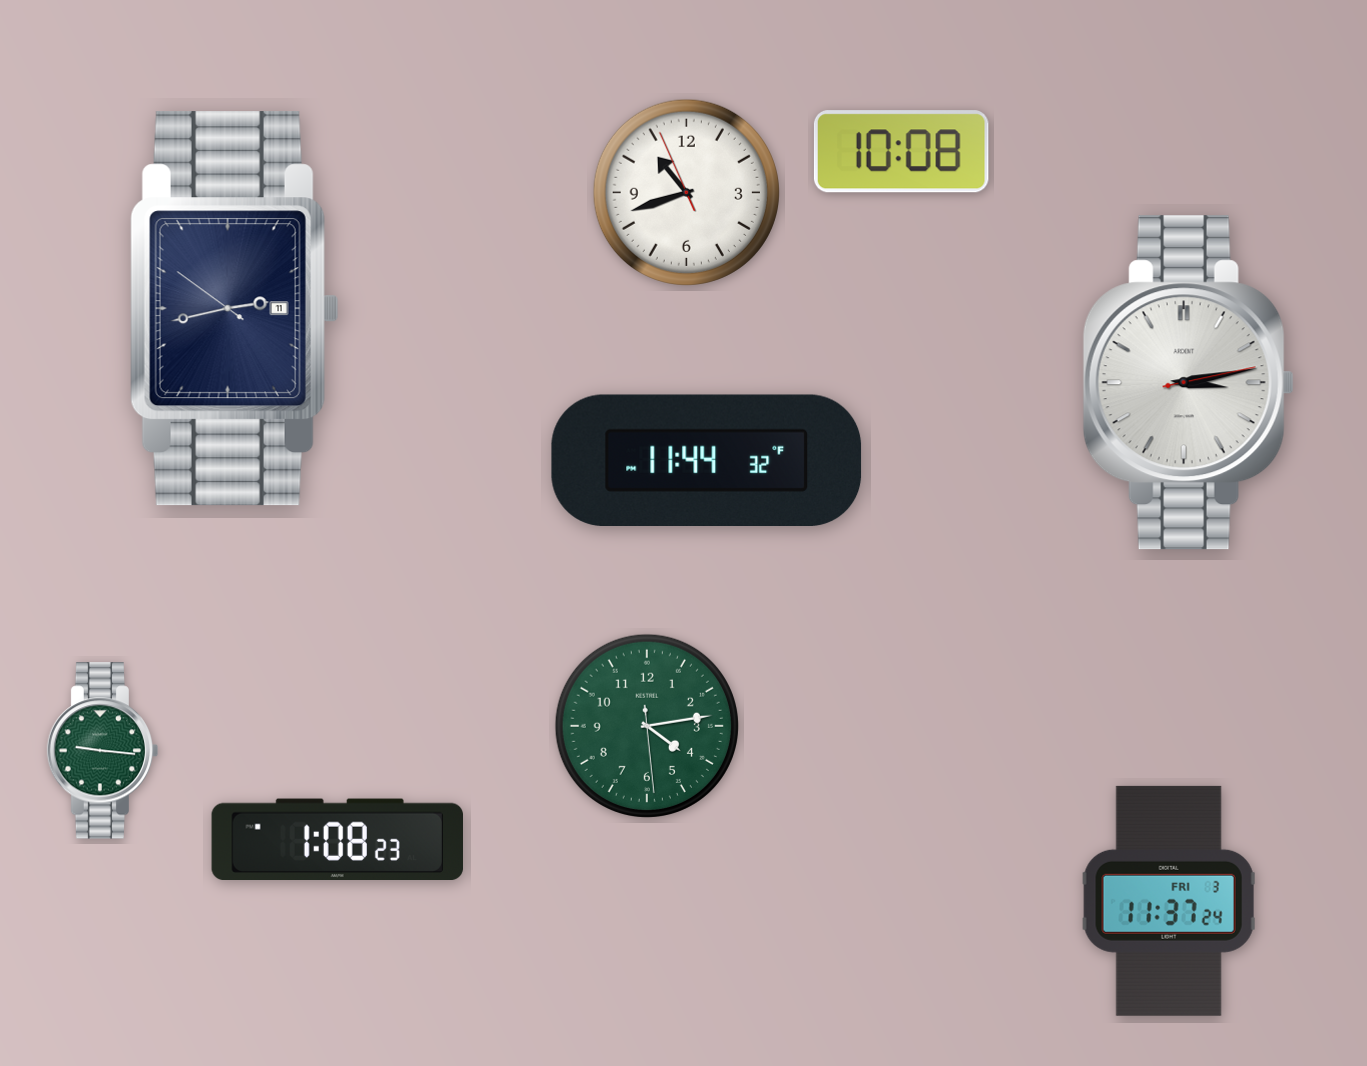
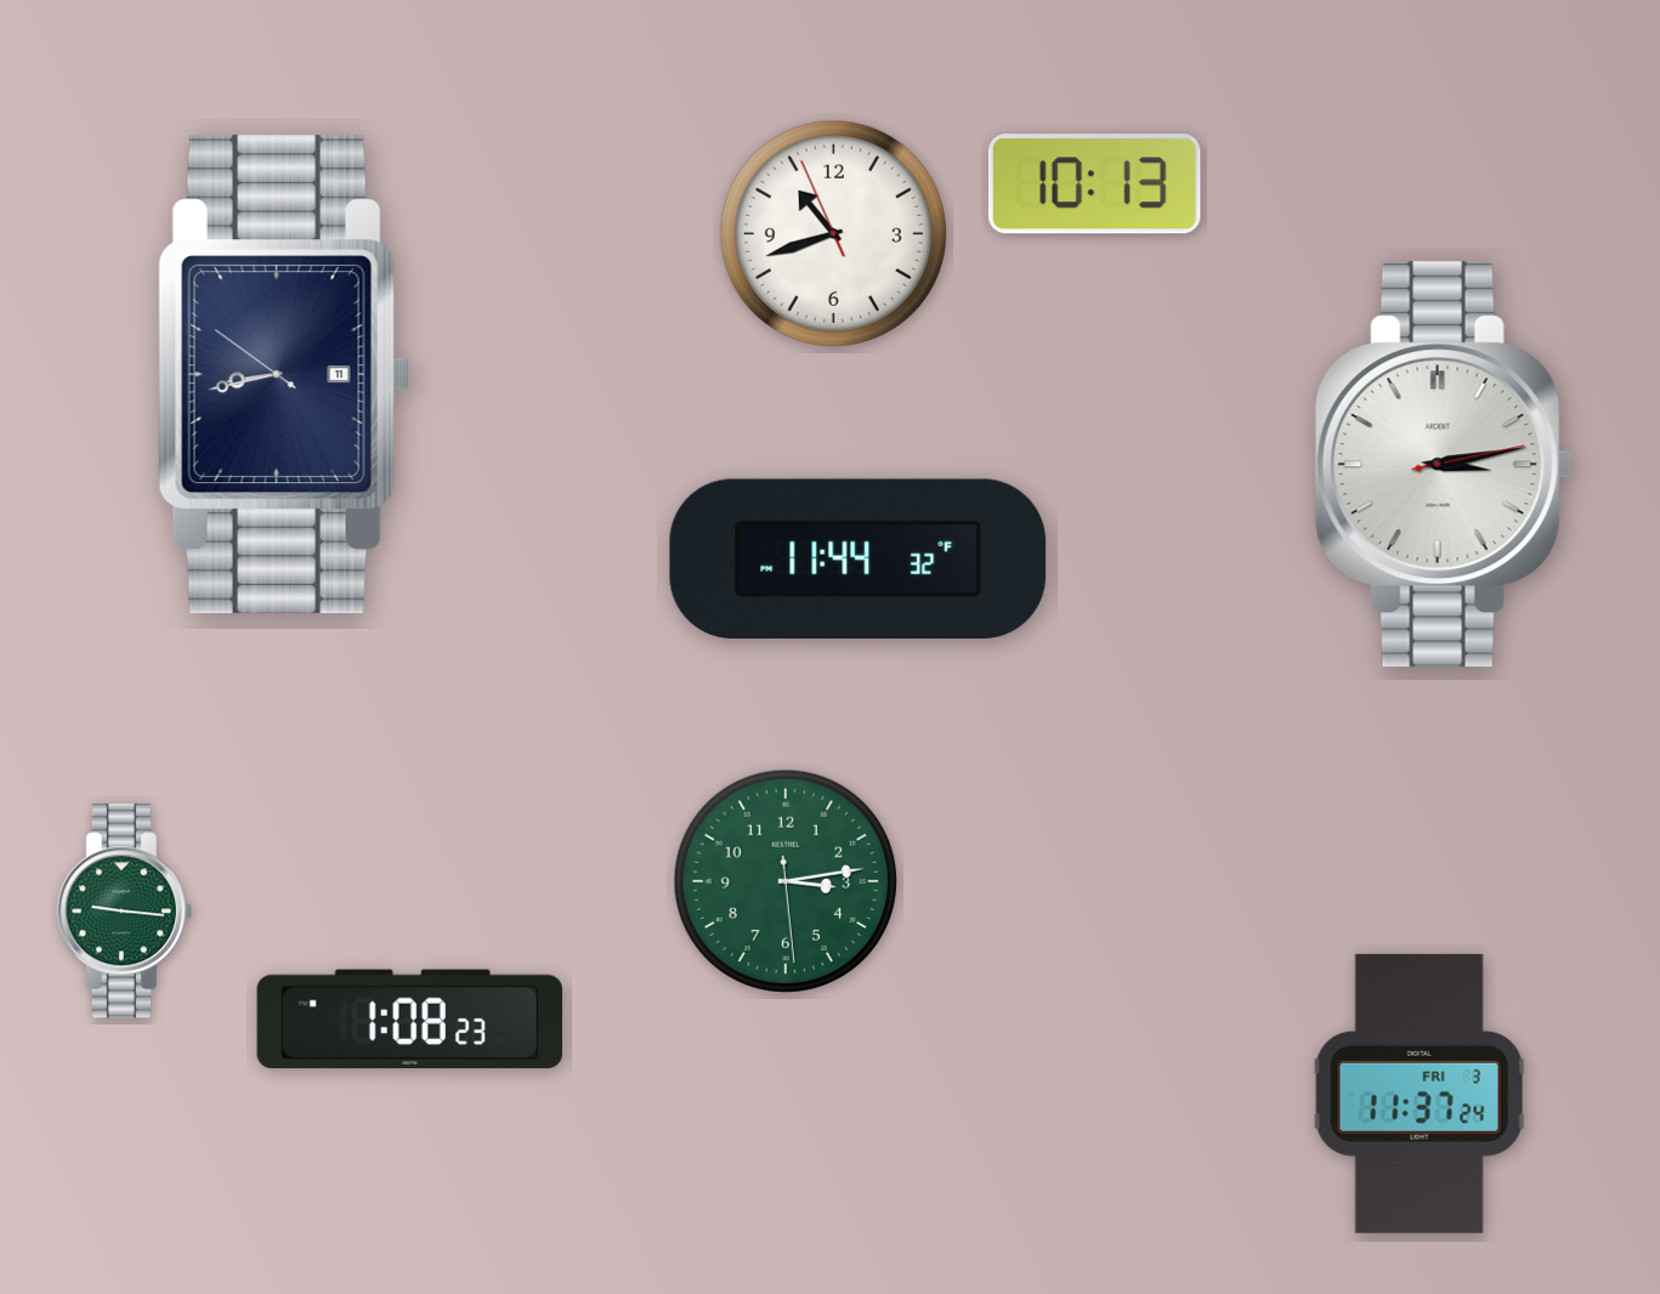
clock at (901, 152): 10:08 -> 10:13
clock at (235, 309): 2:42 -> 8:42
clock at (647, 726): 4:13 -> 3:13
